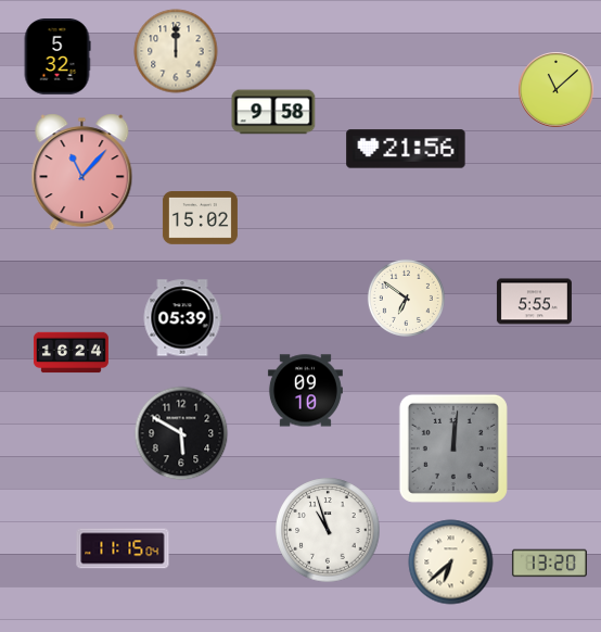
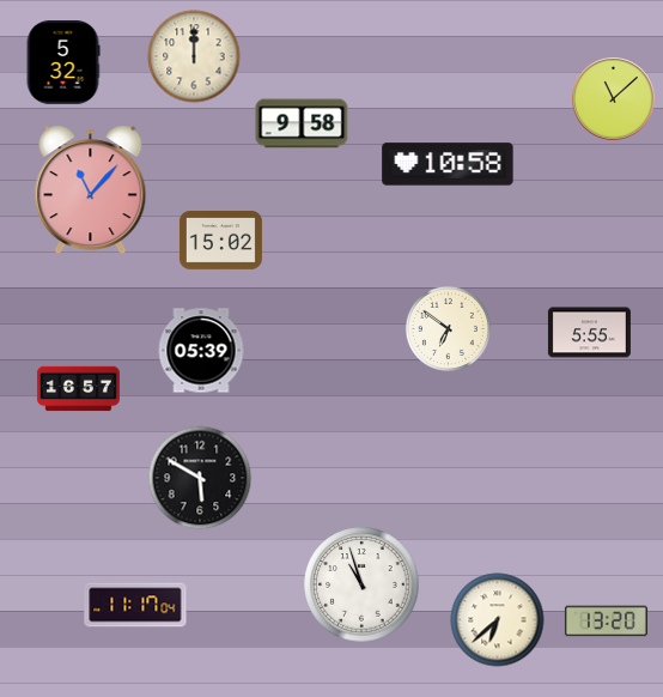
clock at (406, 149): 21:56 -> 10:58
clock at (71, 353): 16:24 -> 16:57
clock at (305, 391): 09:10 -> none
clock at (453, 448): 12:01 -> none
clock at (123, 548): 11:15 -> 11:17
